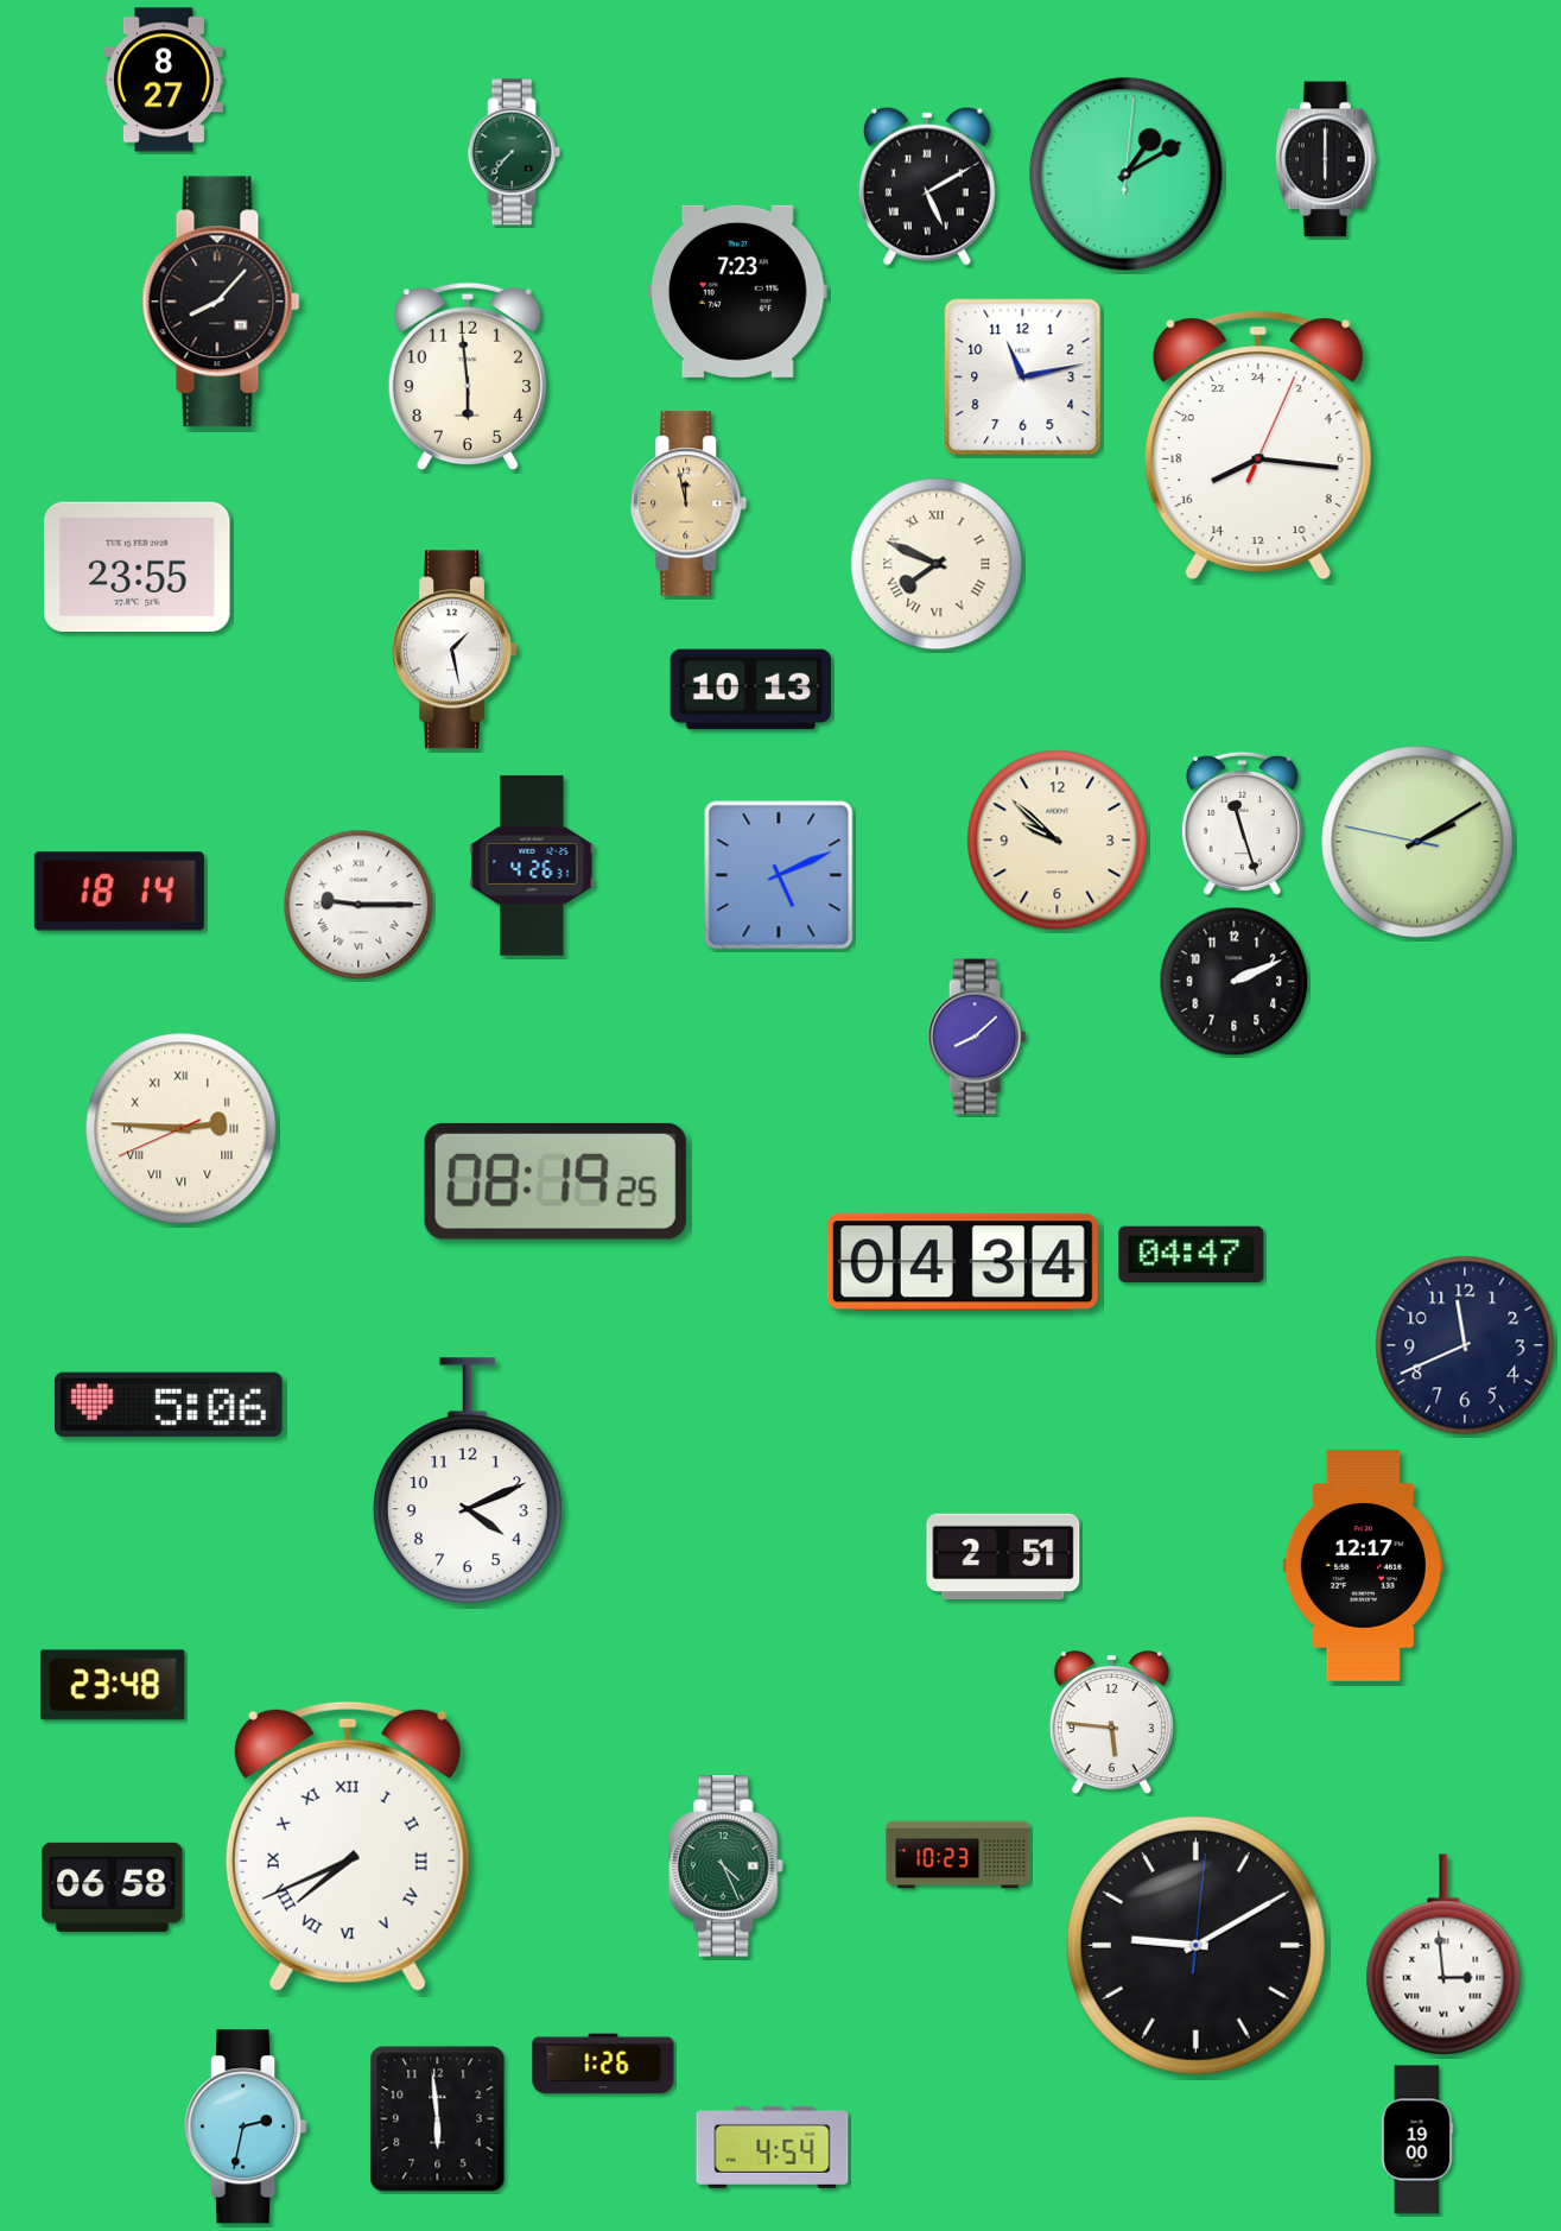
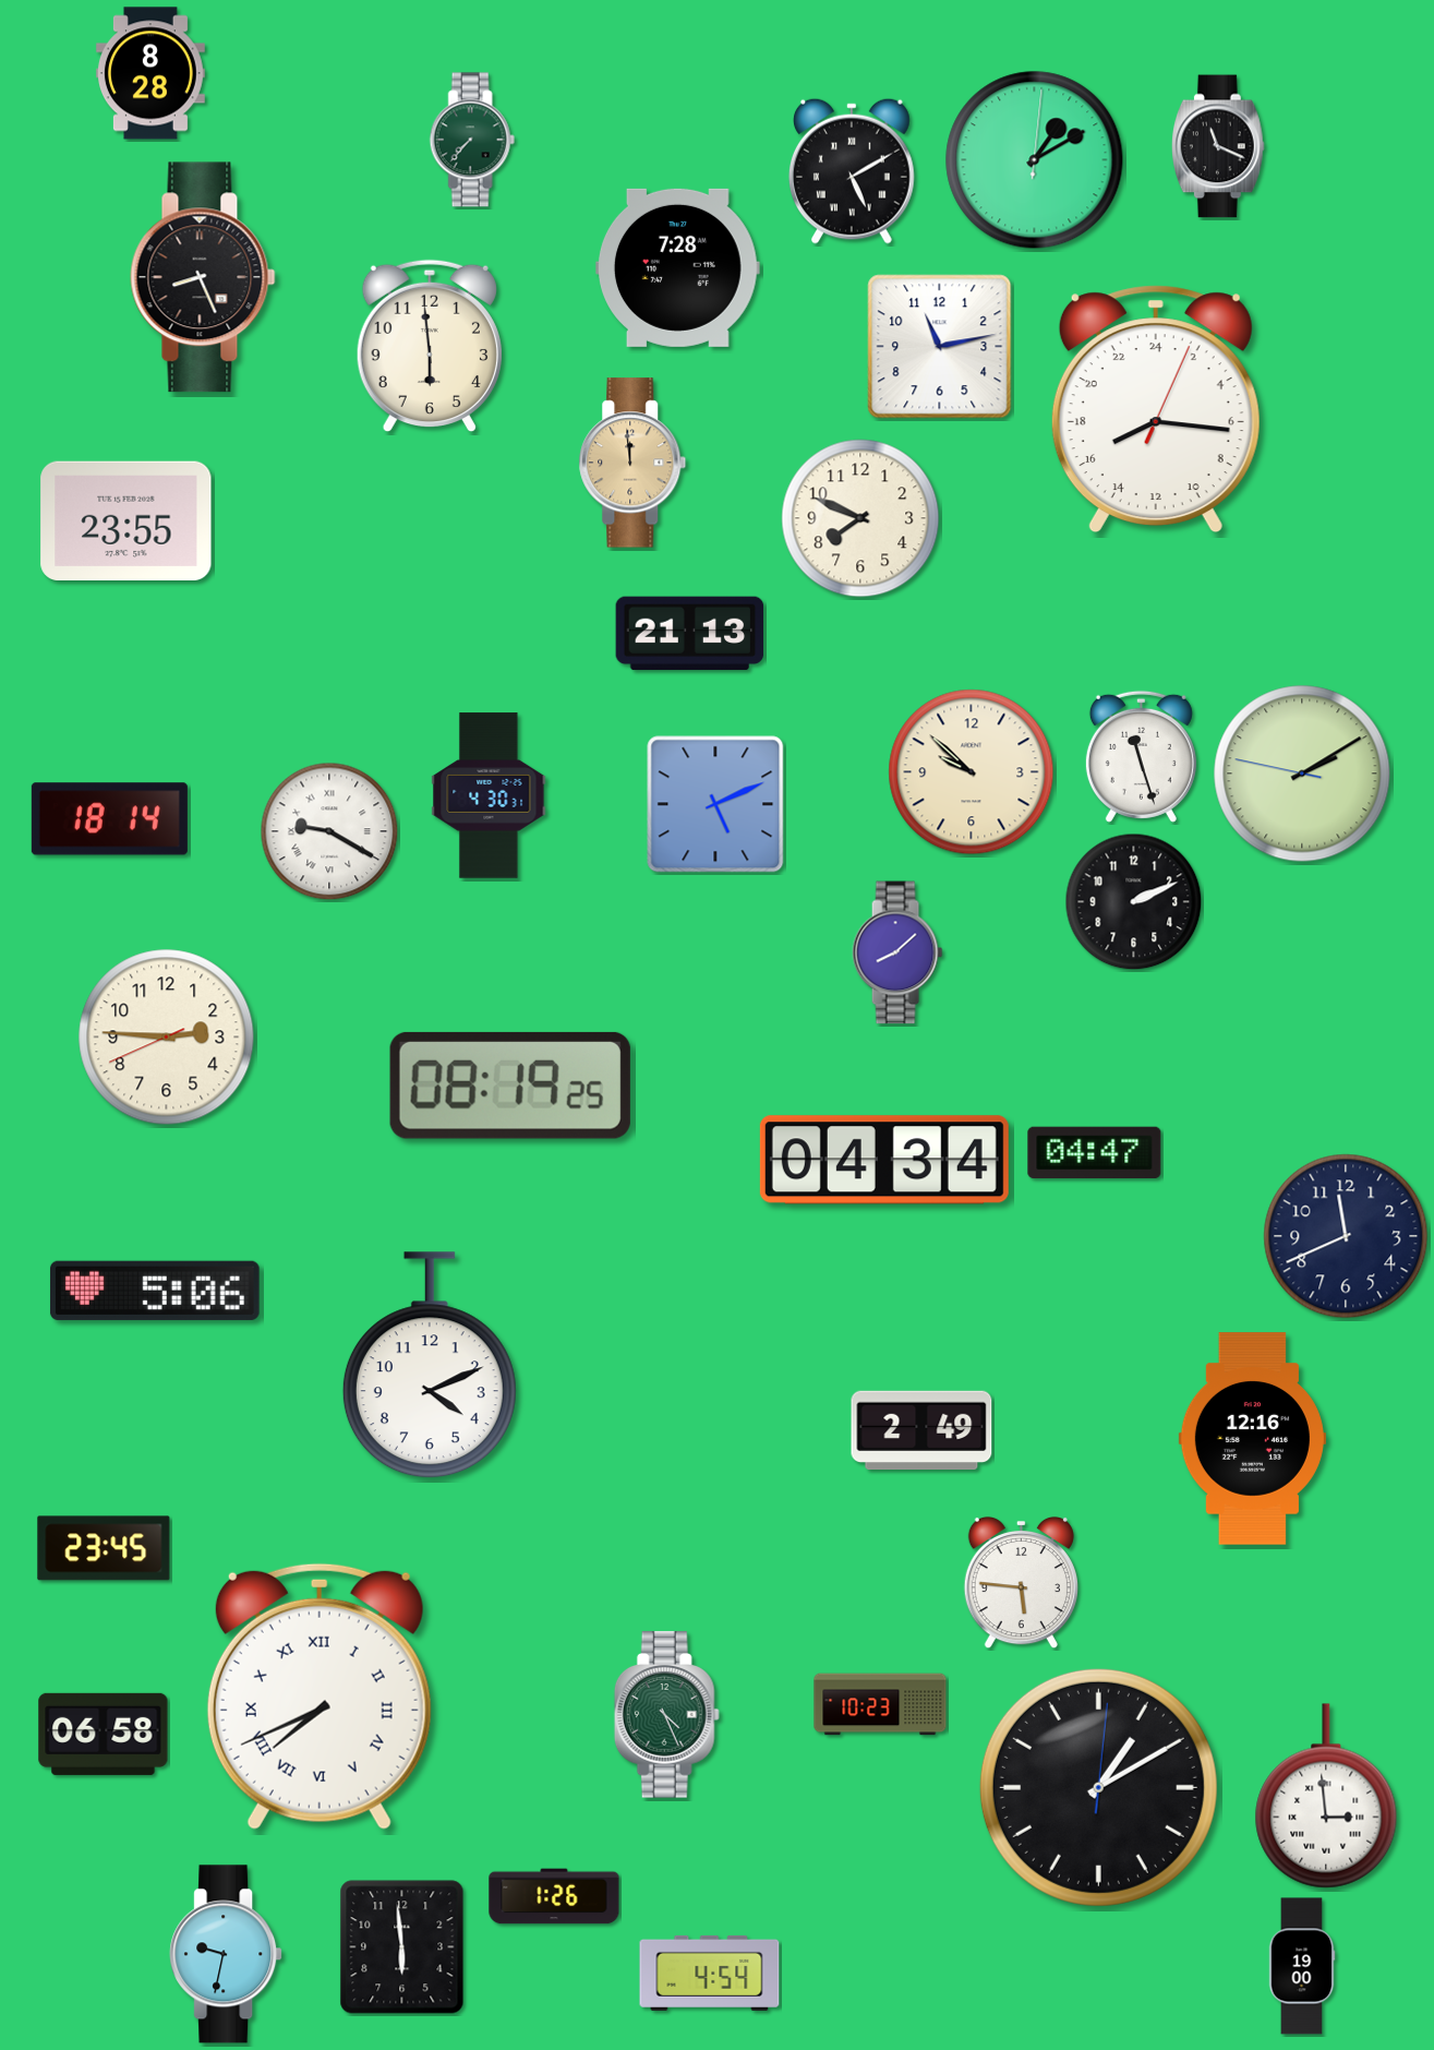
clock at (164, 80): 8:27 -> 8:28
clock at (1326, 159): 6:00 -> 11:19
clock at (738, 291): 7:23 -> 7:28
clock at (221, 302): 8:07 -> 8:26
clock at (689, 503): 11:58 -> 11:59
clock at (937, 564) numerals: Roman -> Arabic
clock at (455, 649): 1:28 -> none
clock at (751, 690): 10:13 -> 21:13
clock at (532, 866): 4:26 -> 4:30
clock at (358, 905): 9:15 -> 9:20
clock at (182, 1129) numerals: Roman -> Arabic
clock at (468, 1482) position: (468, 1482) -> (430, 1366)
clock at (1003, 1557): 2:51 -> 2:49
clock at (1363, 1566): 12:17 -> 12:16
clock at (113, 1685): 23:48 -> 23:45
clock at (1195, 1945): 9:10 -> 1:10
clock at (246, 2127): 2:32 -> 9:32
